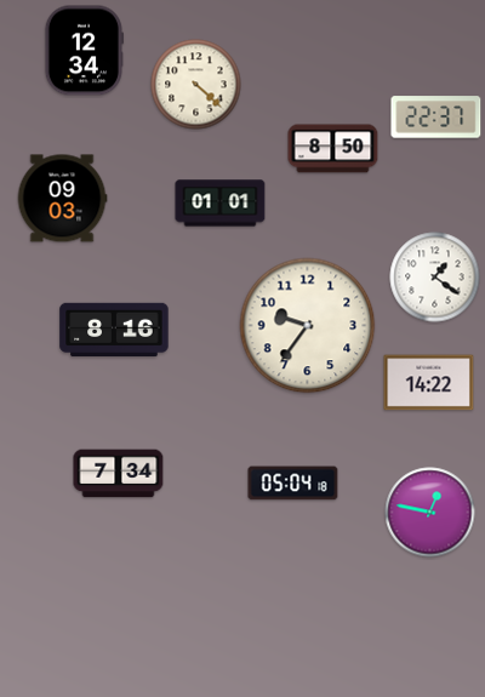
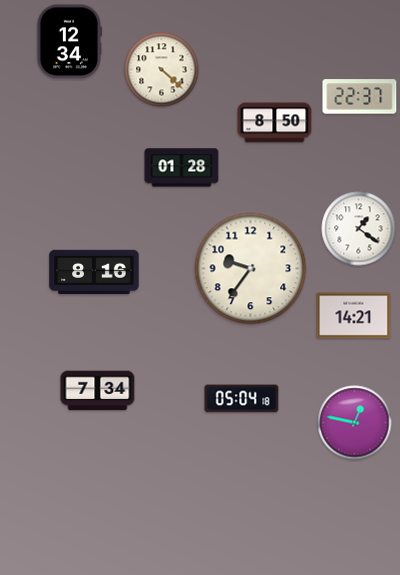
clock at (62, 199): 09:03 -> none
clock at (221, 204): 01:01 -> 01:28
clock at (308, 326) position: (308, 326) -> (251, 269)
clock at (429, 383): 14:22 -> 14:21
